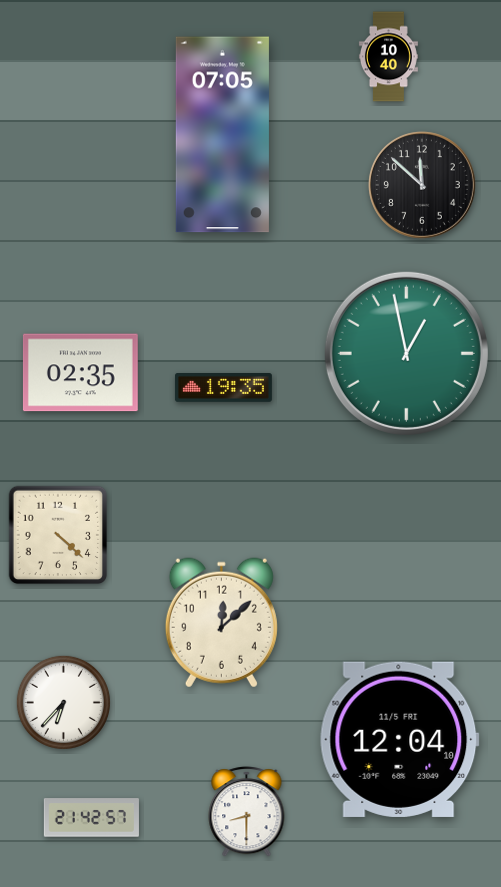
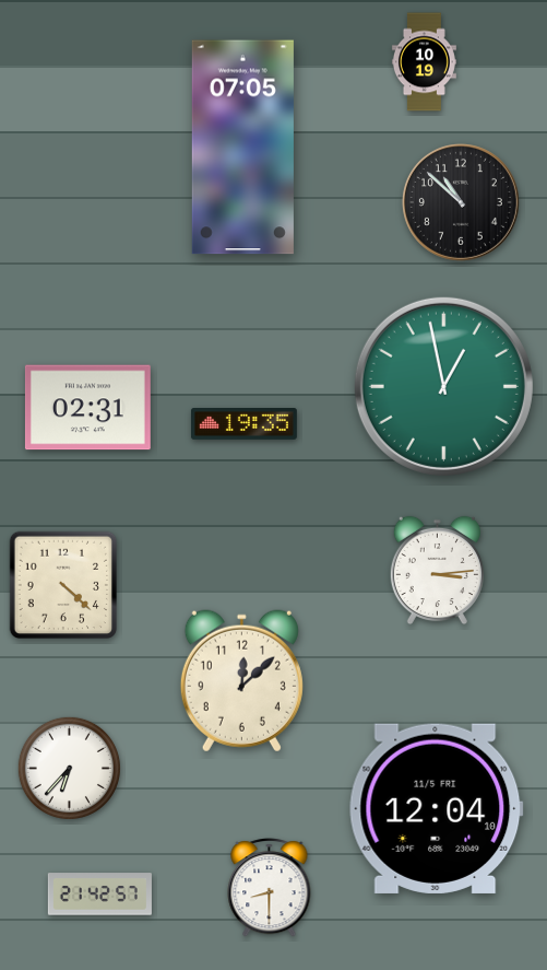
clock at (388, 57): 10:40 -> 10:19
clock at (422, 185): 11:52 -> 10:52
clock at (80, 373): 02:35 -> 02:31
clock at (437, 571): none -> 3:14
